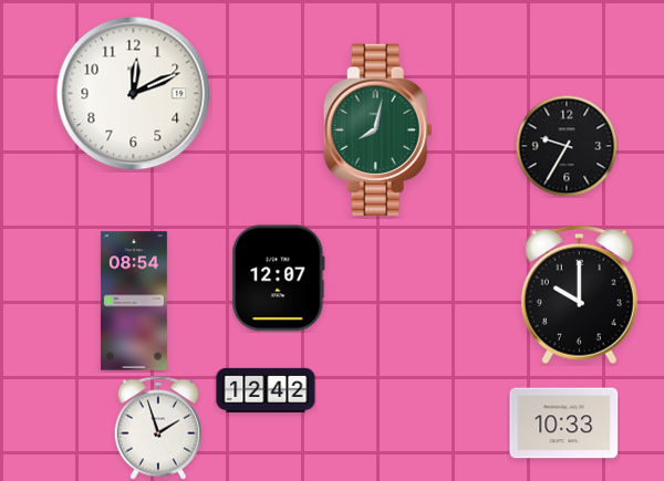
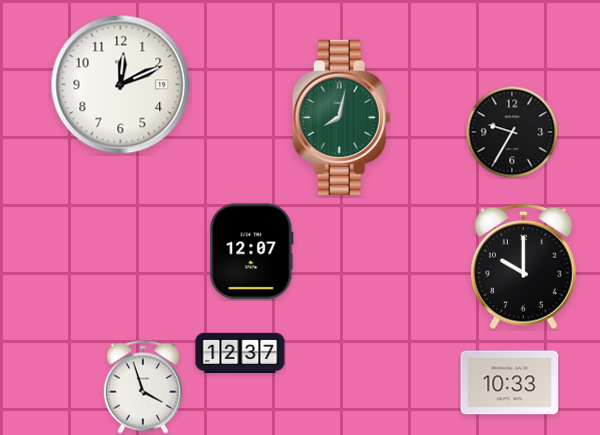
clock at (134, 301): 08:54 -> none
clock at (266, 389): 12:42 -> 12:37
clock at (157, 428): 1:57 -> 3:57
